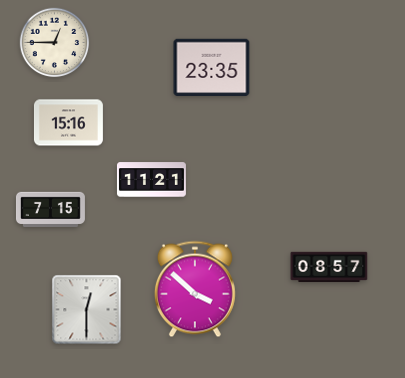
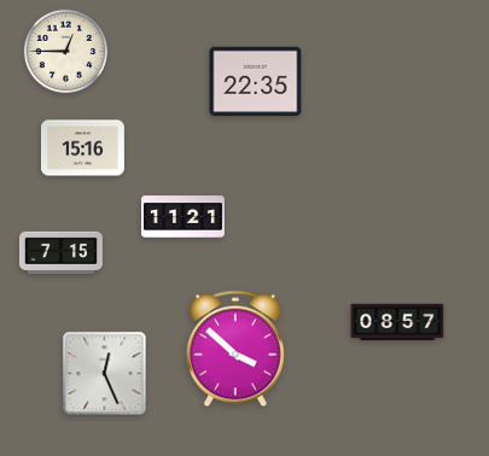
clock at (212, 68): 23:35 -> 22:35
clock at (87, 310): 12:30 -> 12:26
